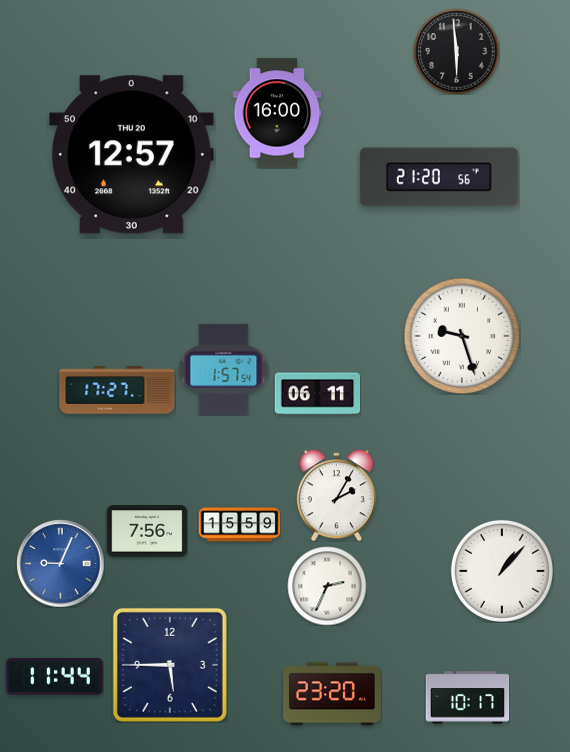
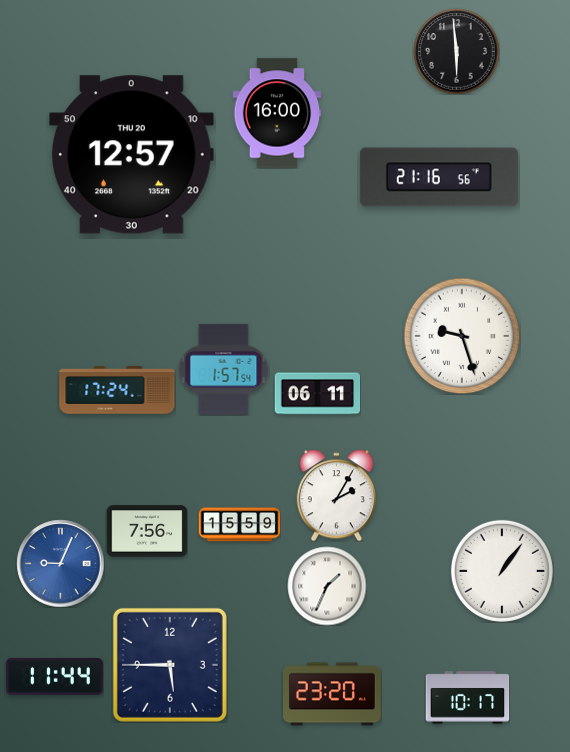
clock at (439, 177): 21:20 -> 21:16
clock at (117, 390): 17:27 -> 17:24
clock at (502, 571): 1:07 -> 1:06
clock at (327, 586): 2:34 -> 1:34
